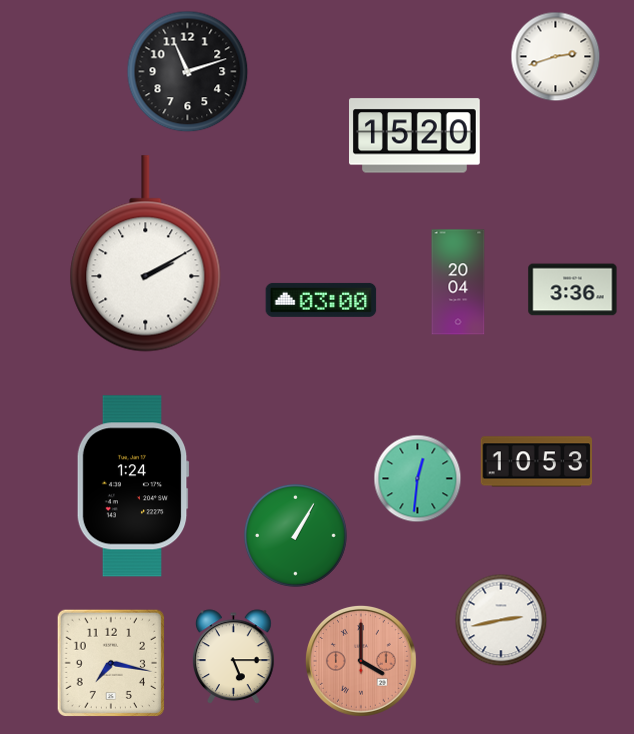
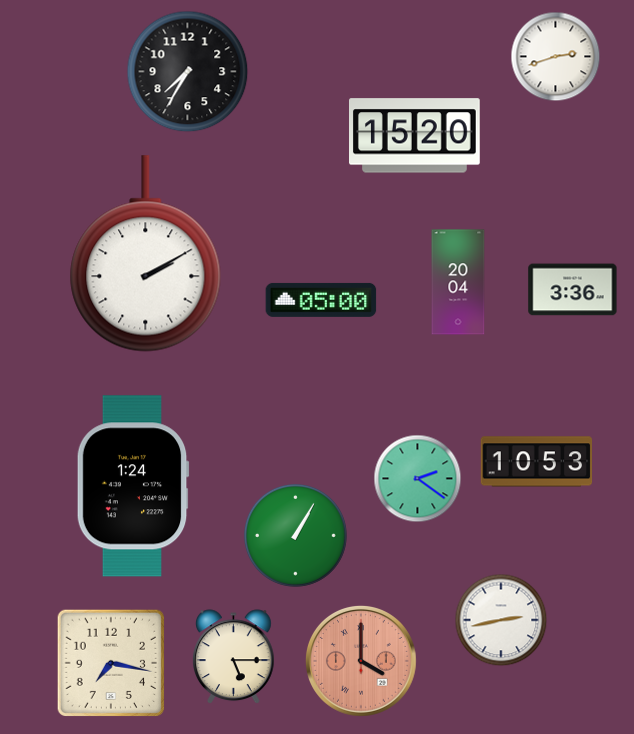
clock at (188, 72): 11:12 -> 7:35
clock at (321, 300): 03:00 -> 05:00
clock at (418, 479): 12:31 -> 2:21
